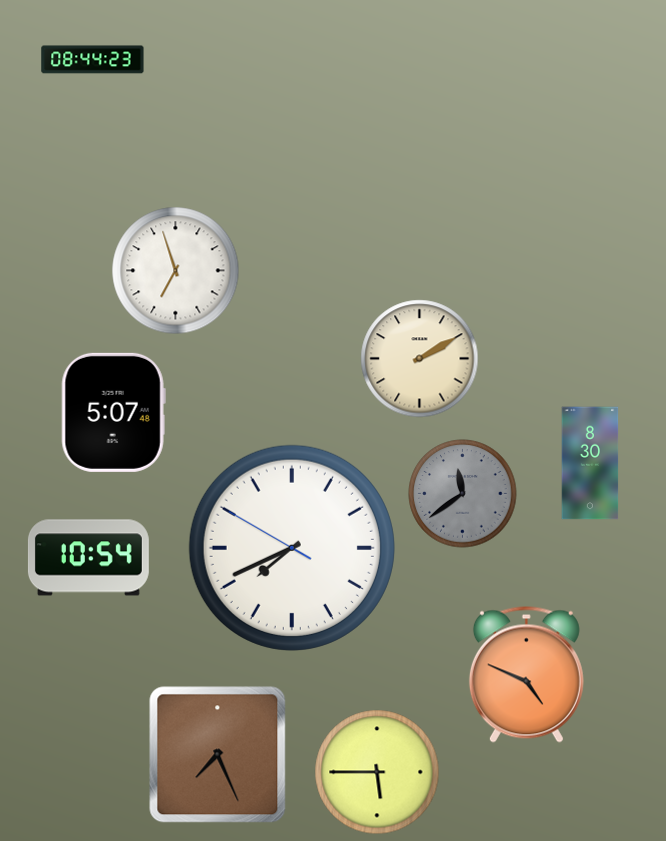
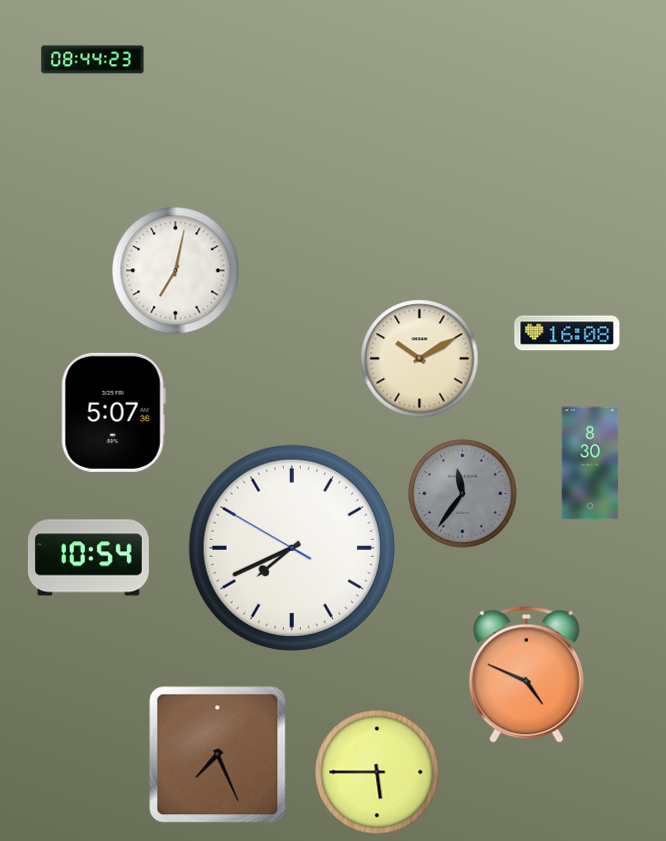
clock at (176, 271): 6:57 -> 7:02
clock at (567, 333): none -> 16:08
clock at (420, 359): 2:10 -> 10:10
clock at (113, 412): 5:07:48 -> 5:07:36
clock at (463, 494): 11:39 -> 11:36
